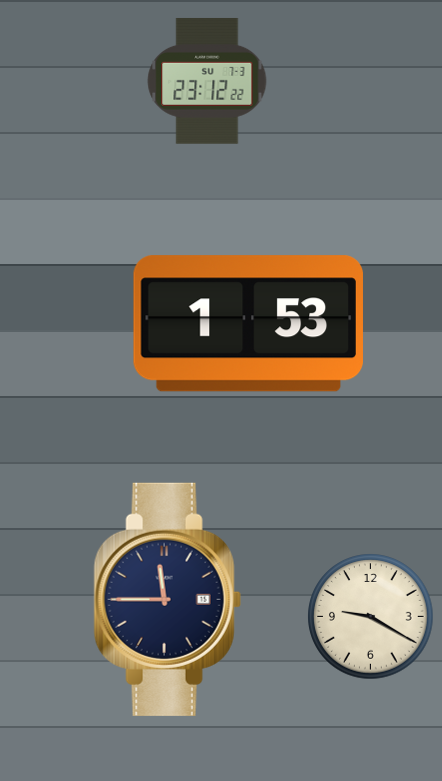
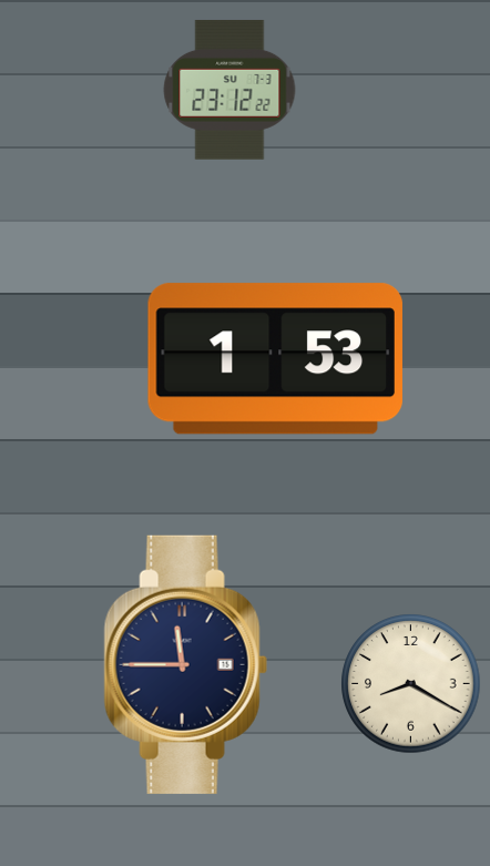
clock at (371, 617): 9:20 -> 8:20
